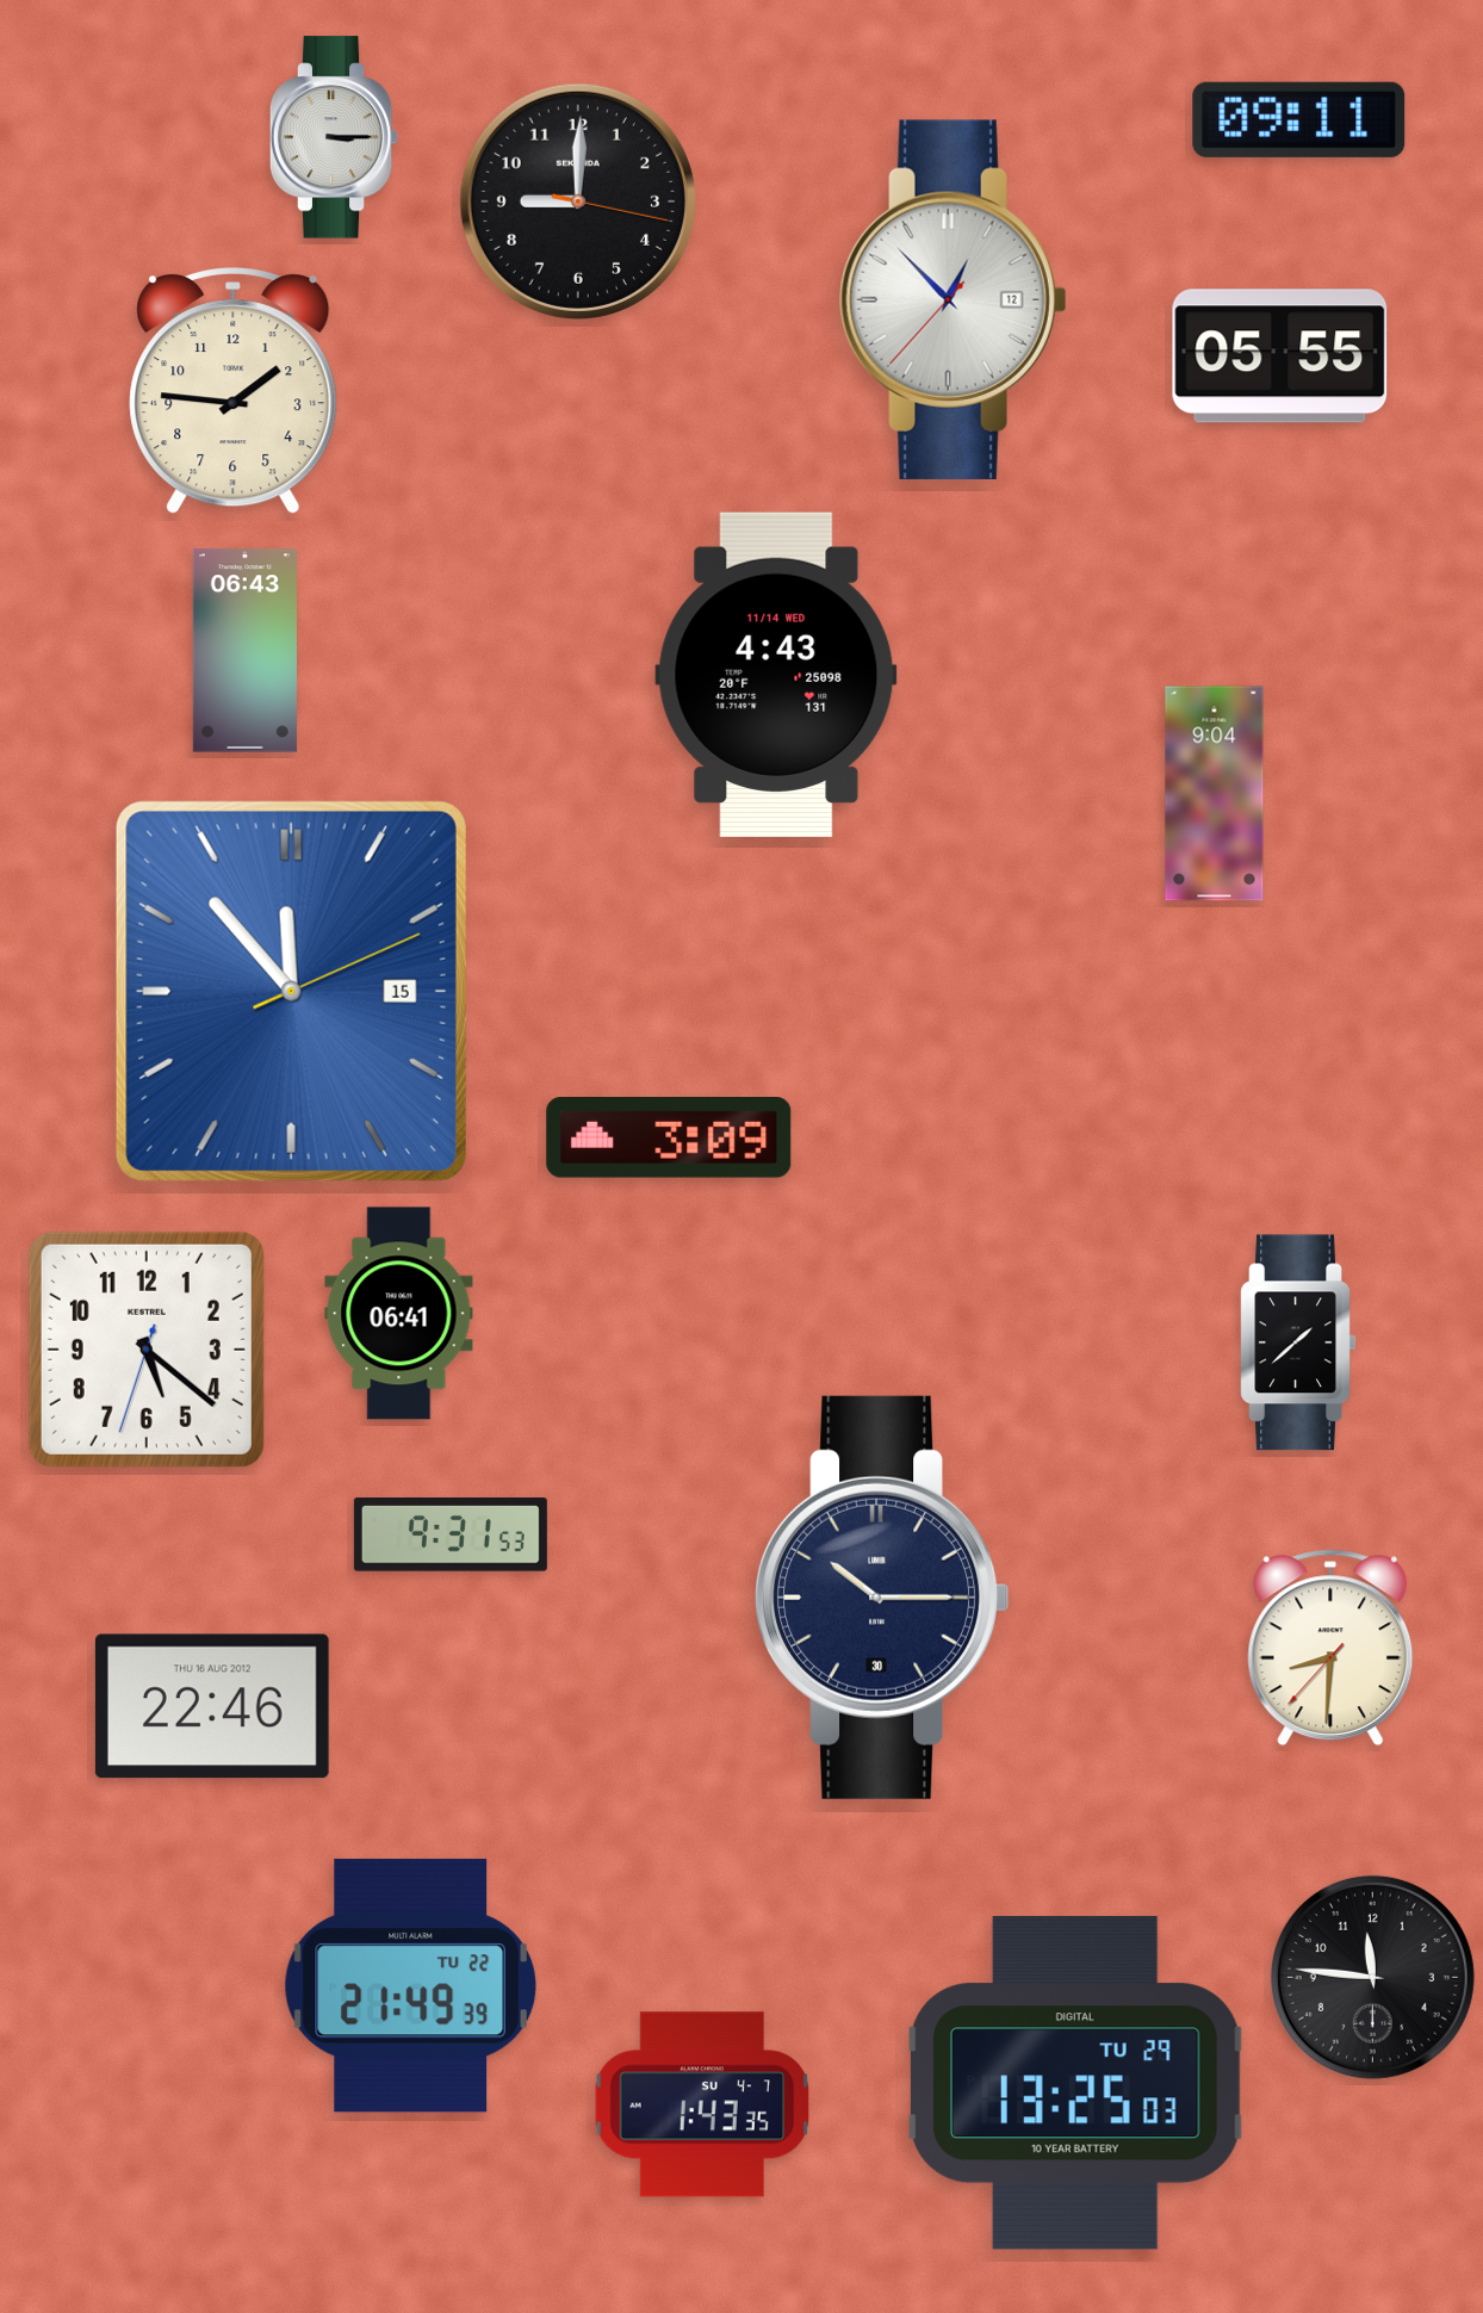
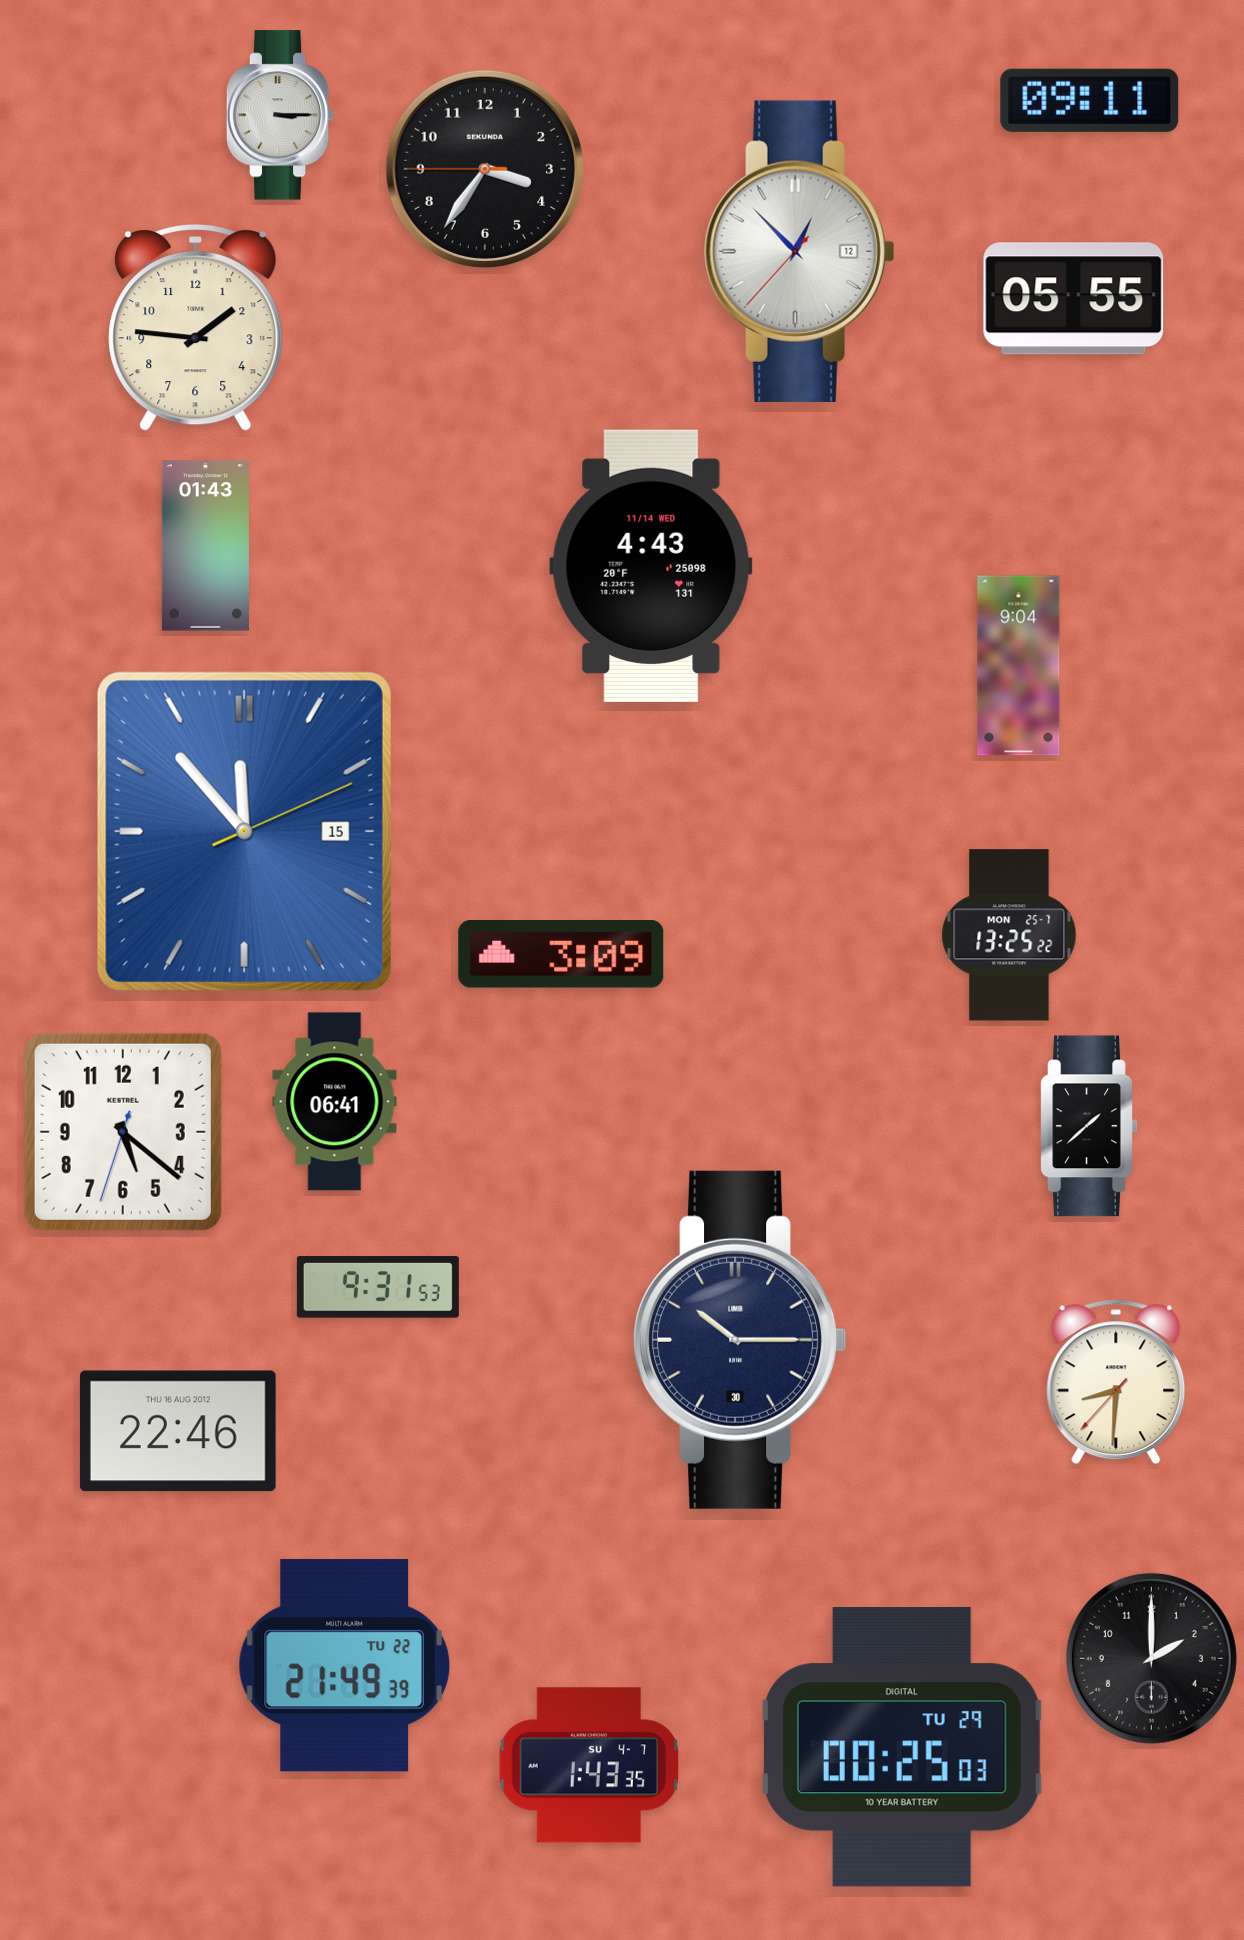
clock at (578, 201): 9:00 -> 3:35
clock at (244, 651): 06:43 -> 01:43
clock at (1009, 935): none -> 13:25
clock at (1372, 1977): 11:46 -> 2:00
clock at (1075, 2083): 13:25 -> 00:25
